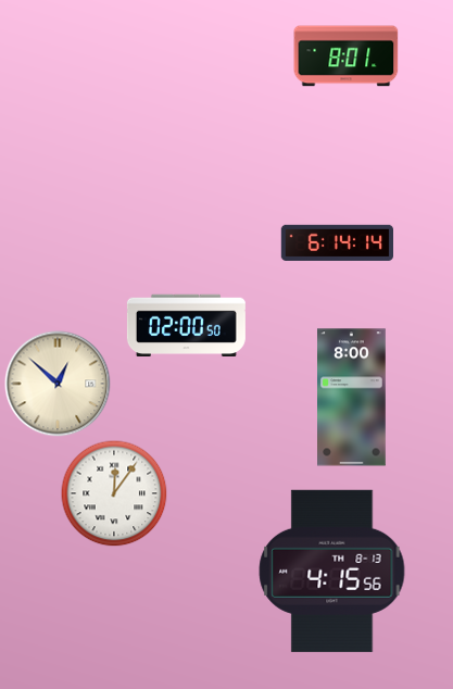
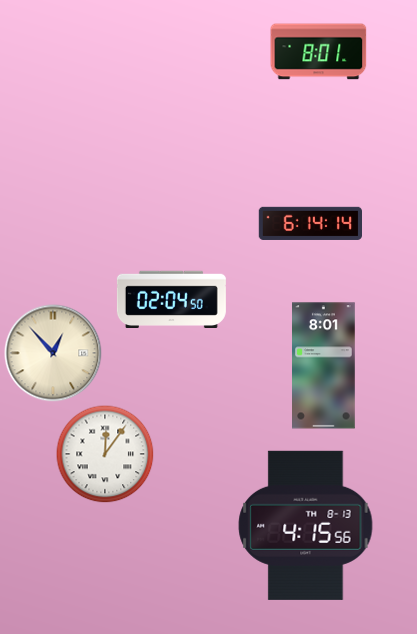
clock at (186, 325): 02:00 -> 02:04
clock at (58, 384): 12:52 -> 12:53
clock at (352, 398): 8:00 -> 8:01
